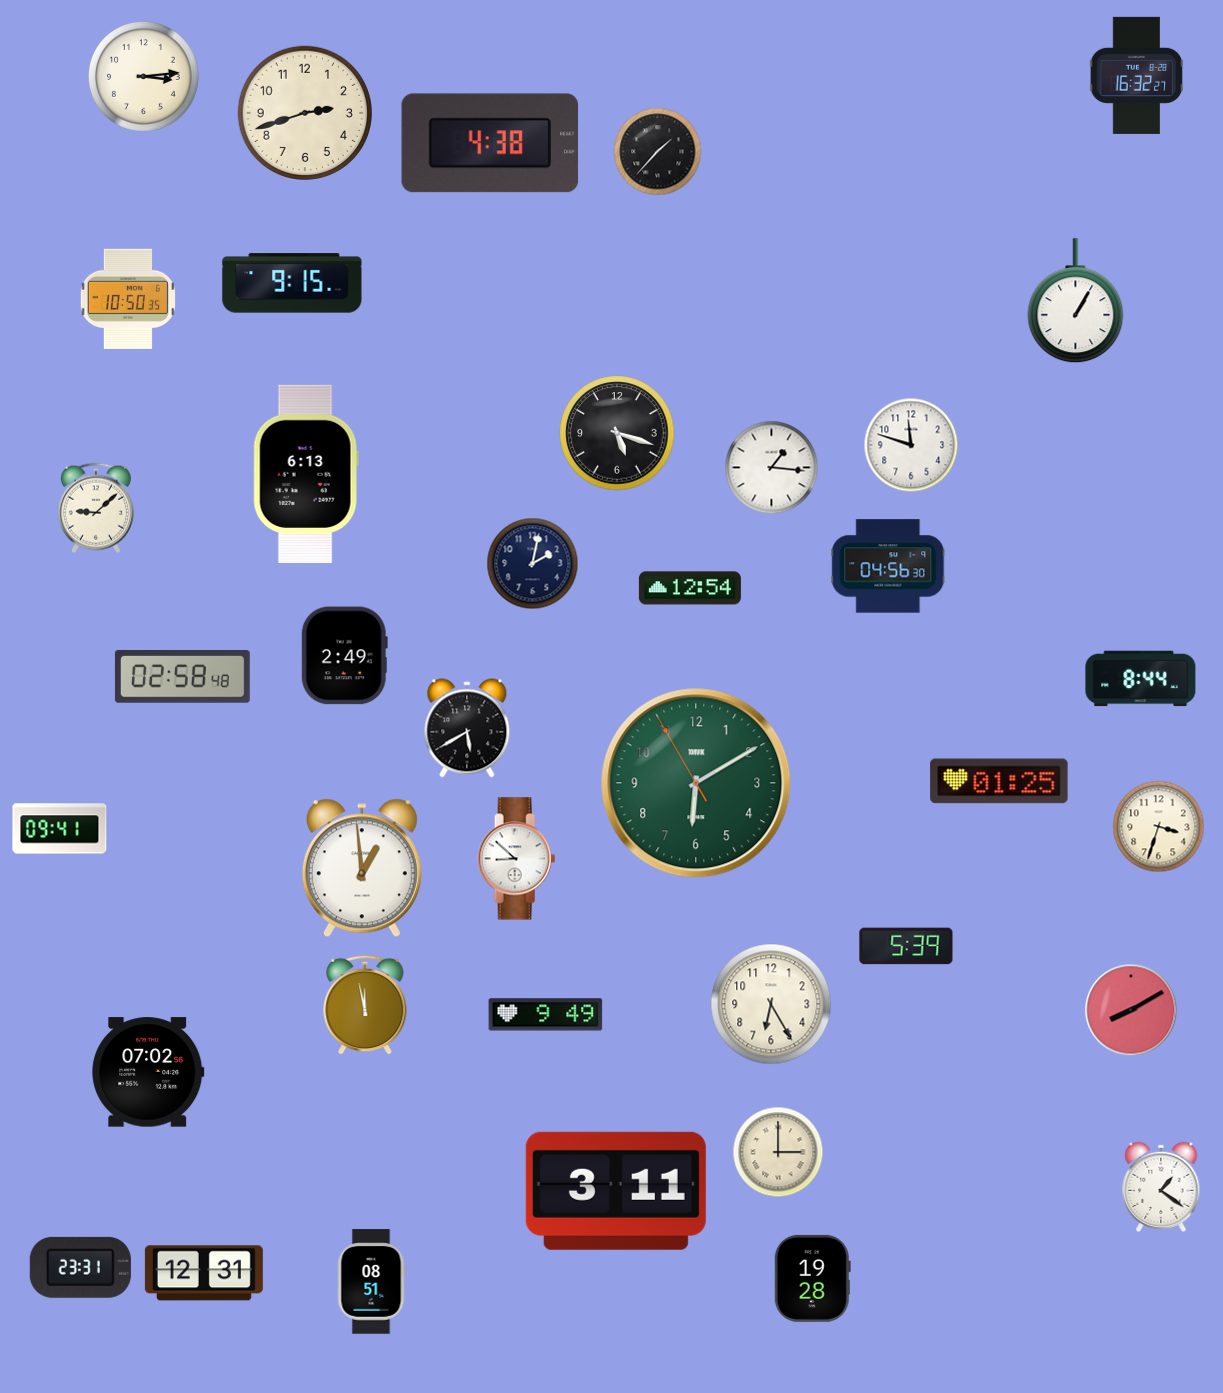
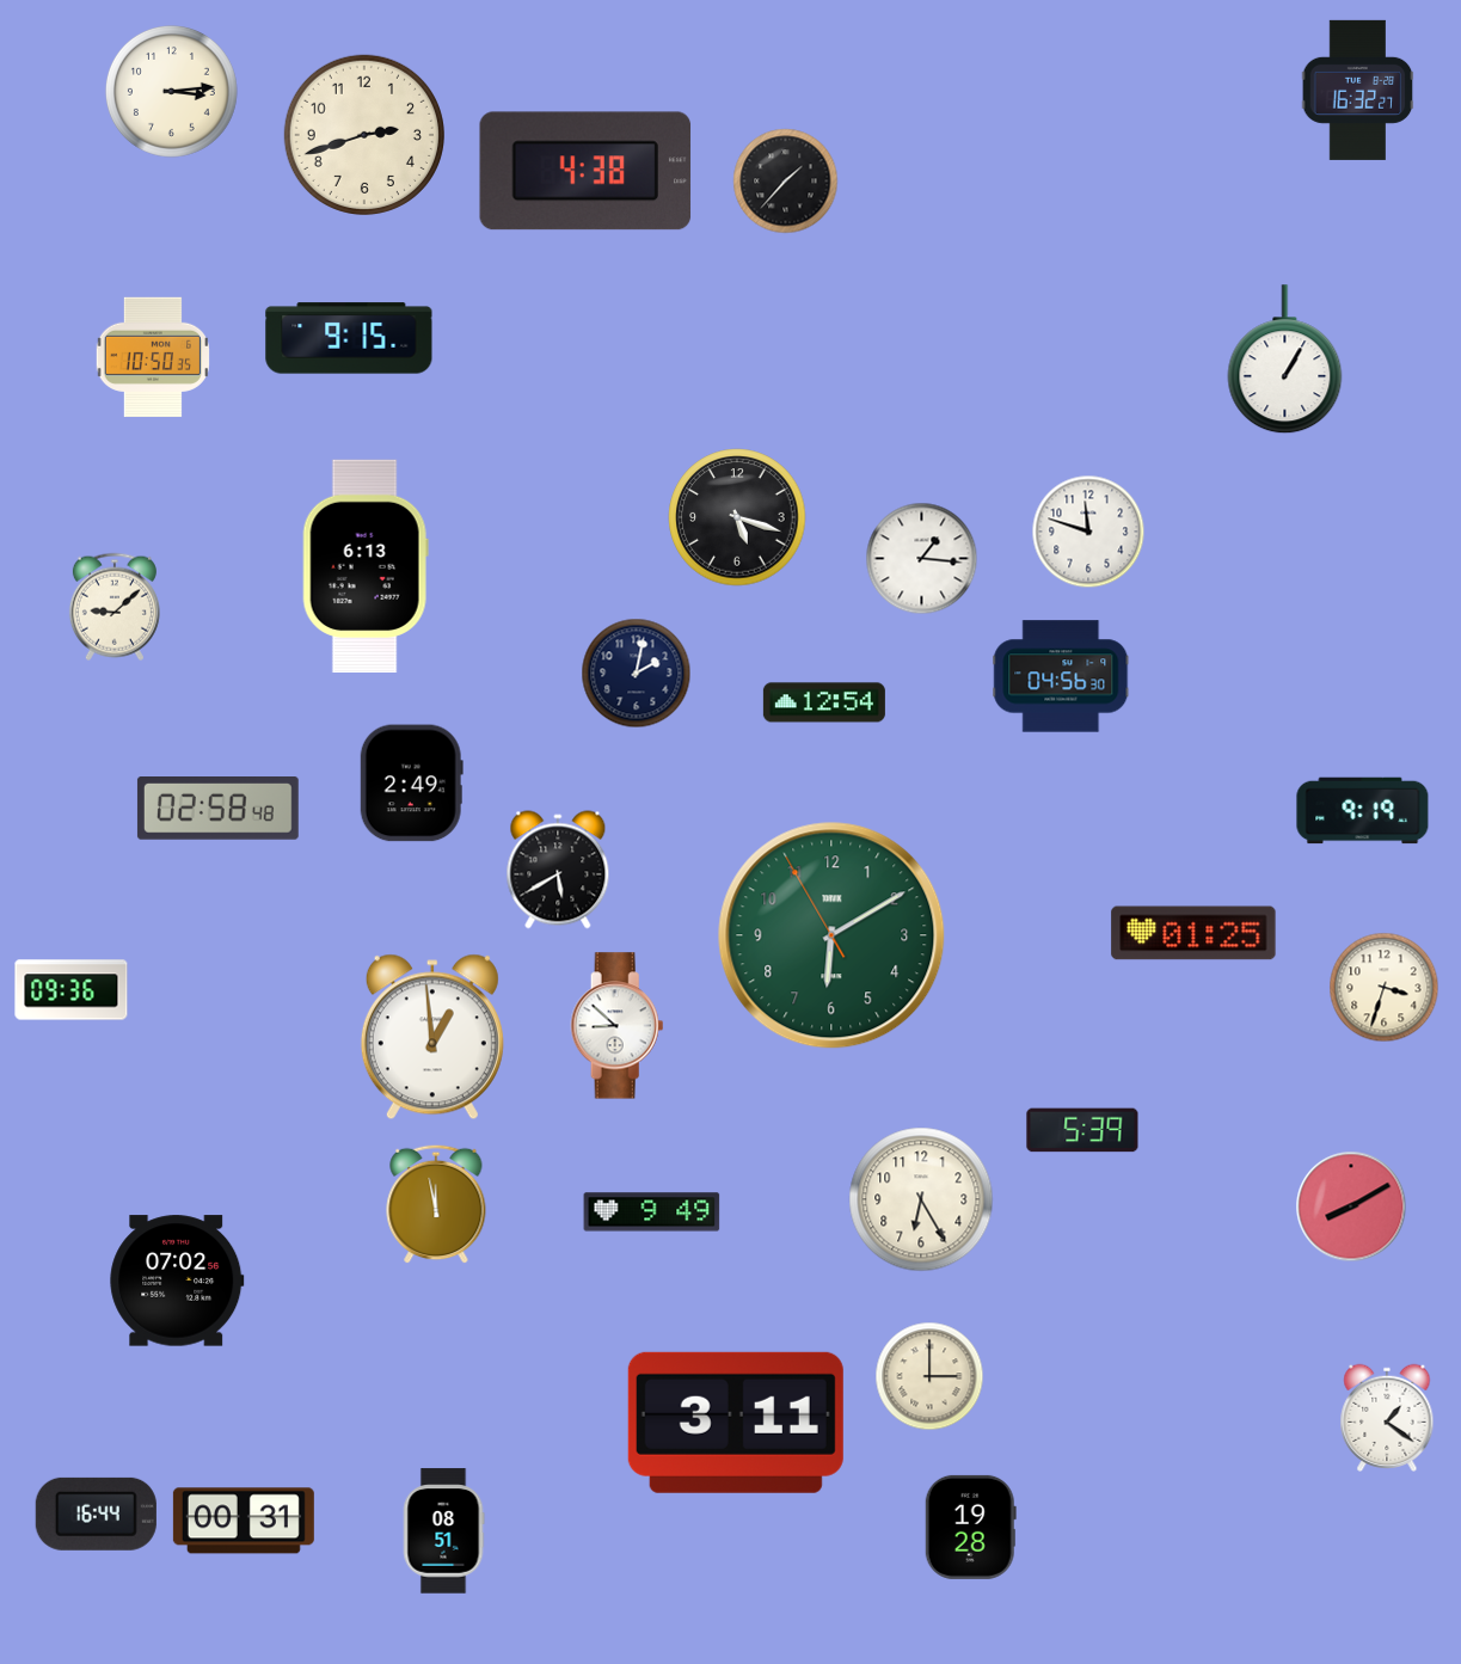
clock at (1141, 679): 8:44 -> 9:19
clock at (60, 829): 09:41 -> 09:36
clock at (365, 1005) position: (365, 1005) -> (436, 1204)
clock at (80, 1267): 23:31 -> 16:44
clock at (204, 1273): 12:31 -> 00:31
